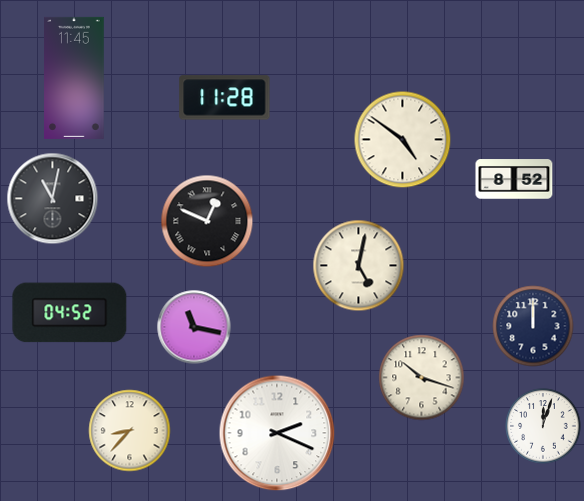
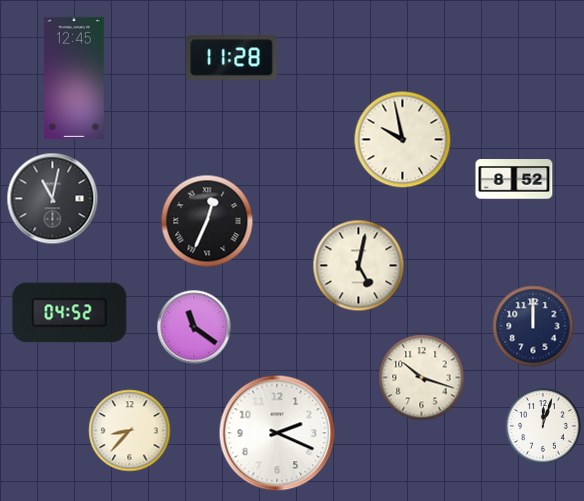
clock at (74, 78): 11:45 -> 12:45
clock at (225, 98) position: (225, 98) -> (232, 58)
clock at (403, 140): 4:51 -> 9:58
clock at (207, 221): 12:49 -> 12:34
clock at (194, 327): 11:17 -> 11:21
